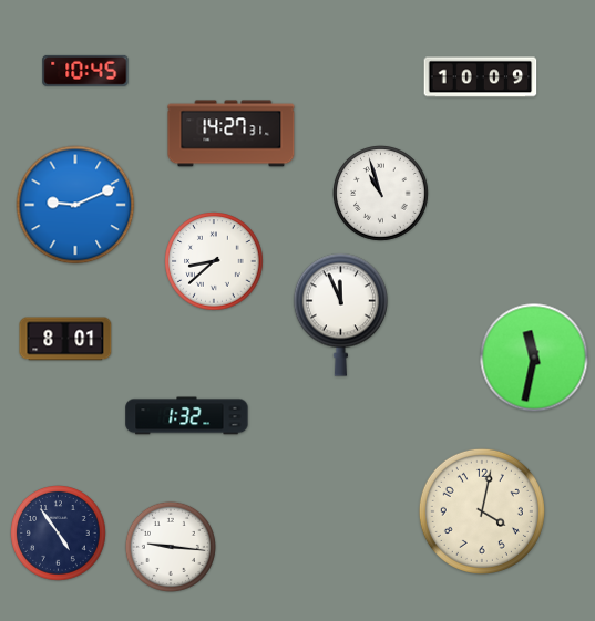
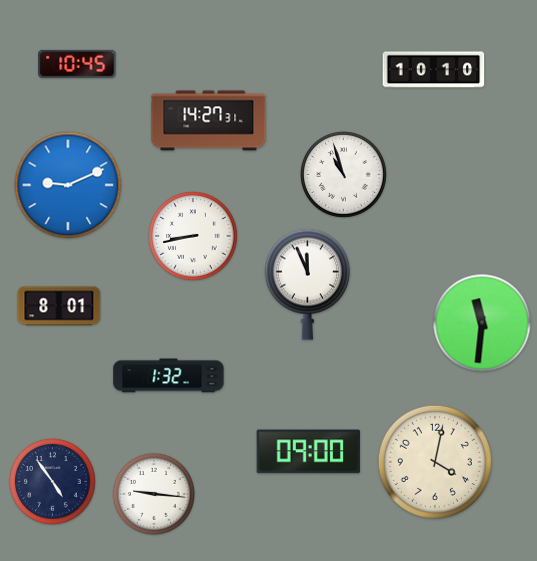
clock at (481, 77): 10:09 -> 10:10
clock at (214, 261): 8:38 -> 8:43
clock at (534, 358): 11:32 -> 11:31
clock at (308, 452): none -> 09:00
